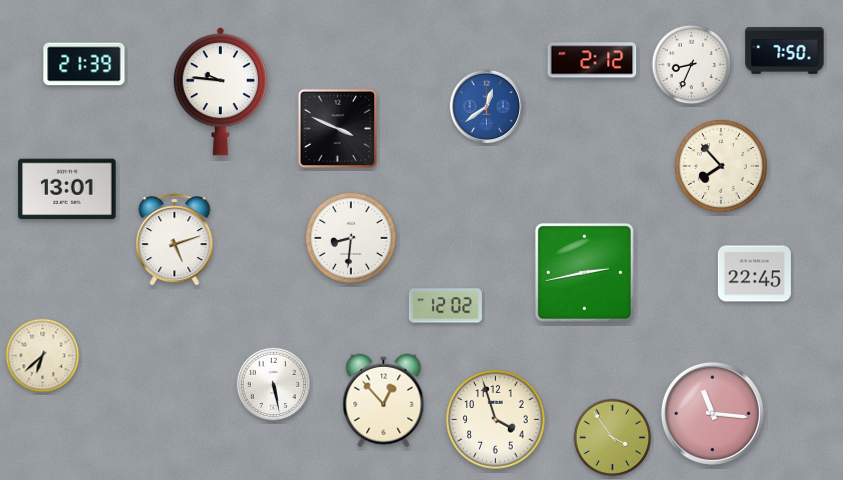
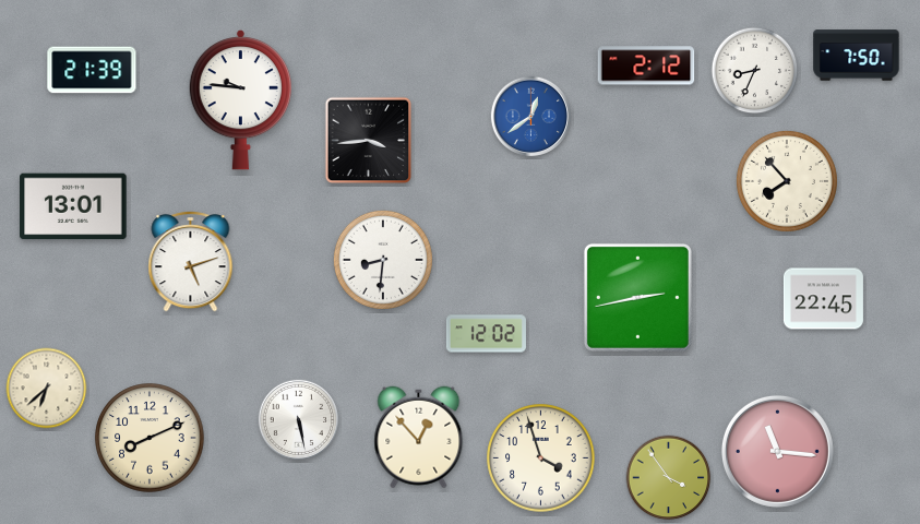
clock at (338, 129): 3:49 -> 3:44
clock at (150, 438): none -> 8:11
